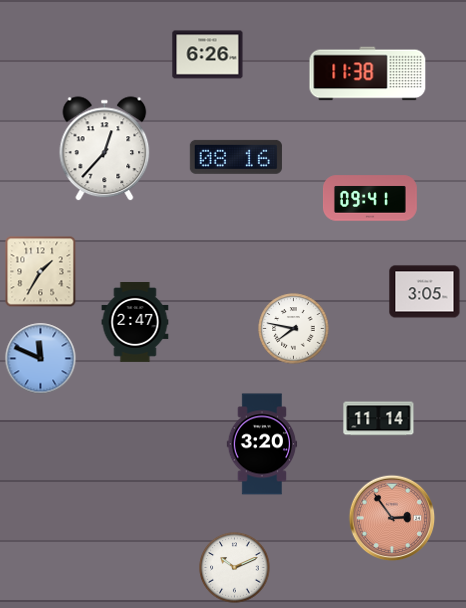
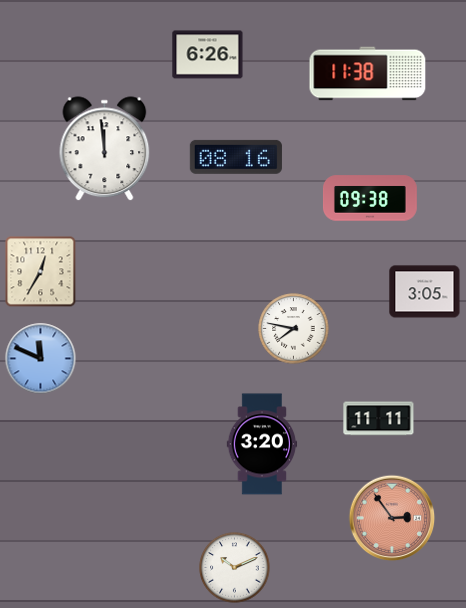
clock at (105, 149): 12:37 -> 11:59
clock at (370, 198): 09:41 -> 09:38
clock at (41, 272): 1:35 -> 12:35
clock at (135, 323): 2:47 -> none
clock at (379, 419): 11:14 -> 11:11
